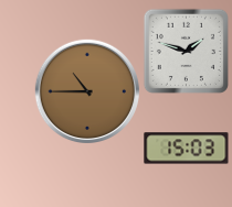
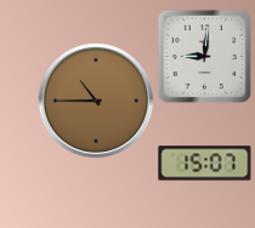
clock at (186, 51): 1:48 -> 9:01
clock at (187, 149): 15:03 -> 15:07
